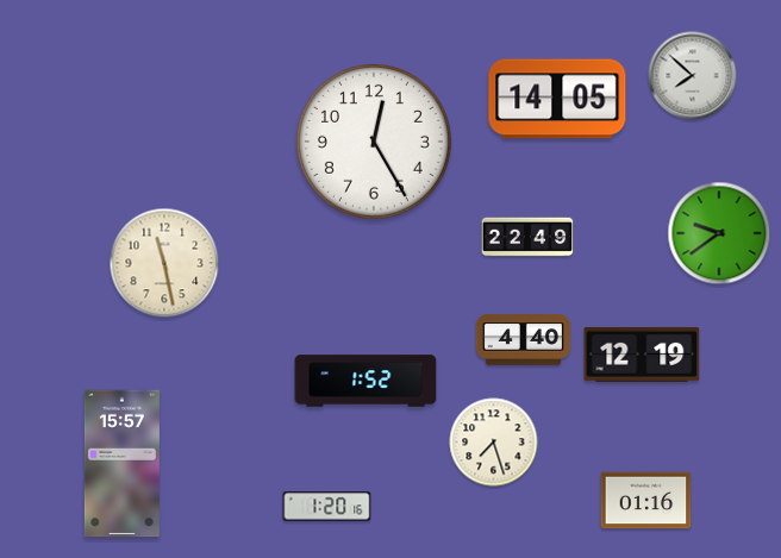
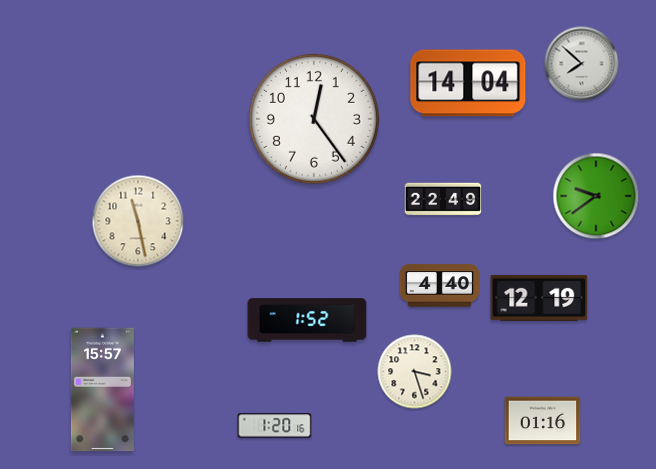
clock at (557, 99): 14:05 -> 14:04
clock at (374, 142): 12:25 -> 12:24
clock at (719, 233) position: (719, 233) -> (596, 196)
clock at (494, 443): 7:27 -> 3:27
